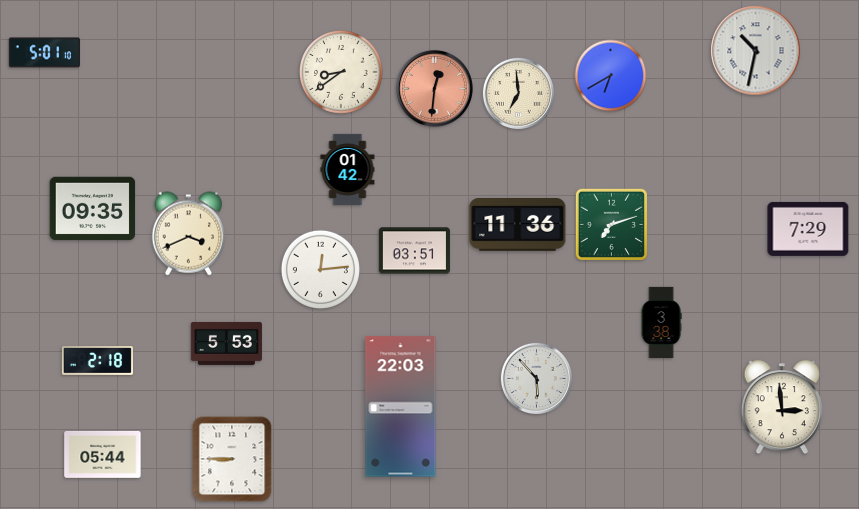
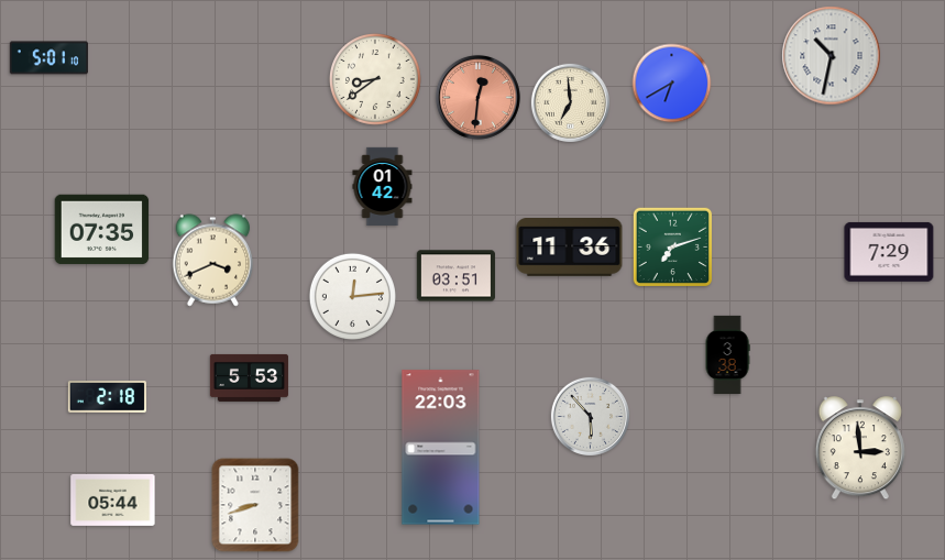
clock at (93, 209): 09:35 -> 07:35
clock at (189, 234) position: (189, 234) -> (213, 261)
clock at (232, 459): 8:45 -> 8:42
